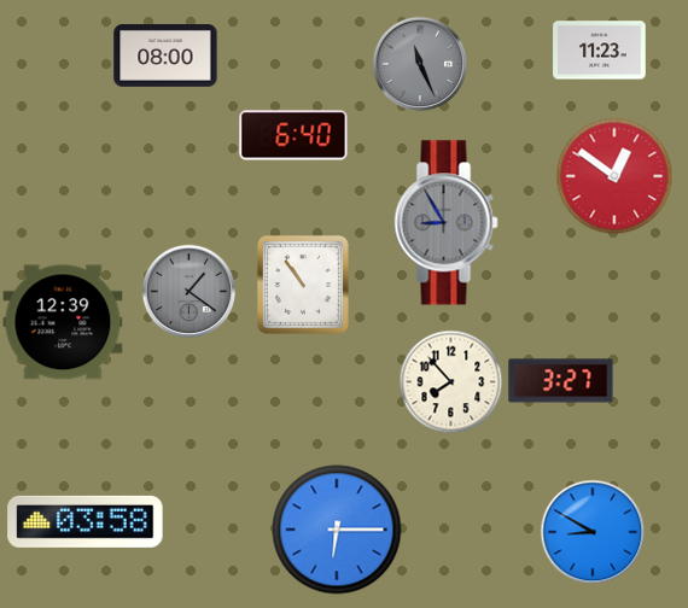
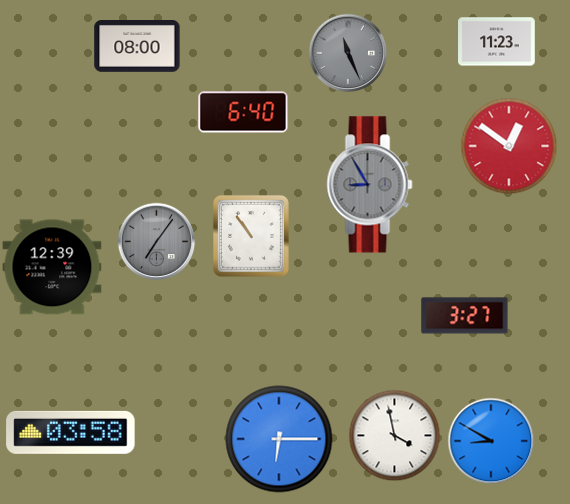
clock at (188, 291): 1:21 -> 7:06
clock at (450, 381): 7:53 -> none
clock at (394, 435): none -> 3:58
